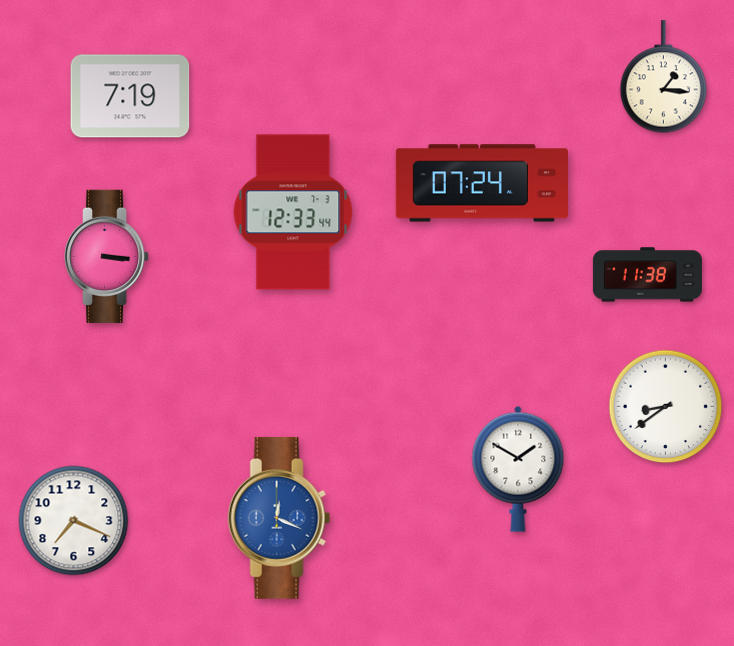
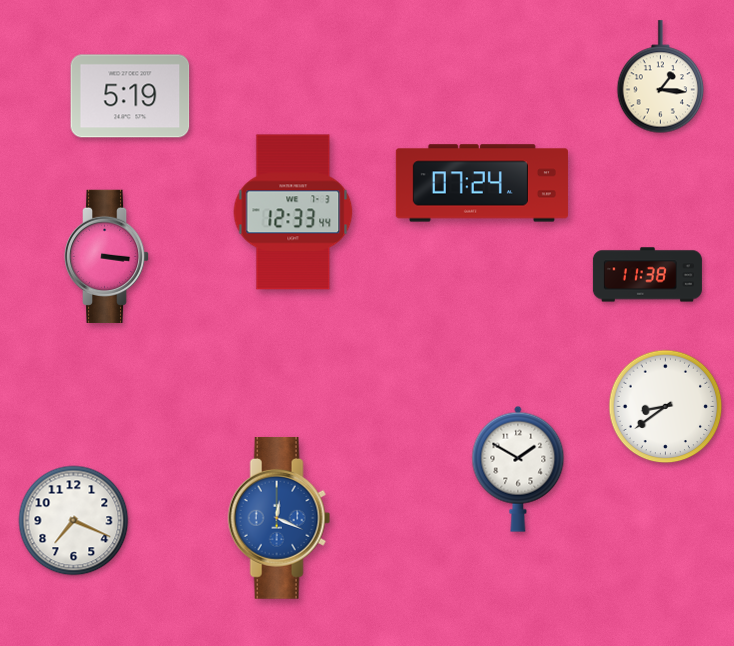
clock at (664, 77) position: (664, 77) -> (661, 77)
clock at (130, 96): 7:19 -> 5:19
